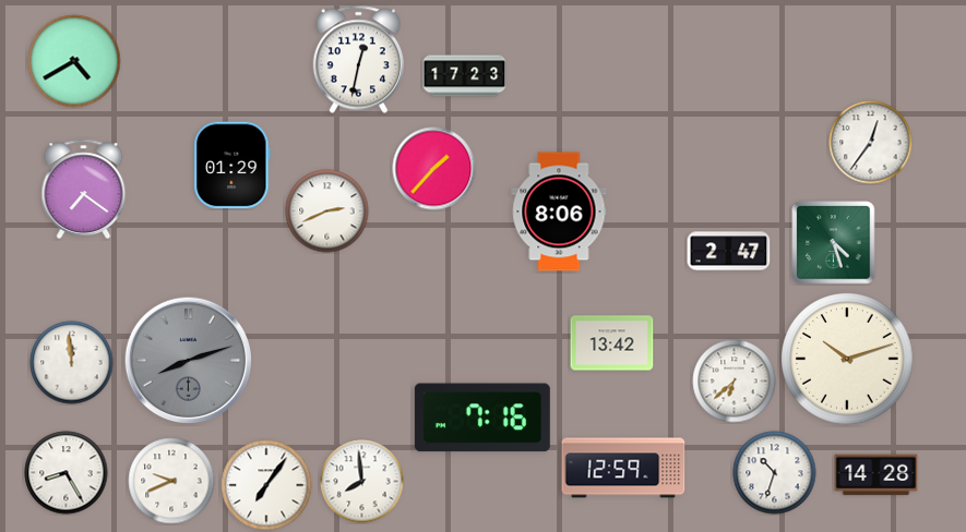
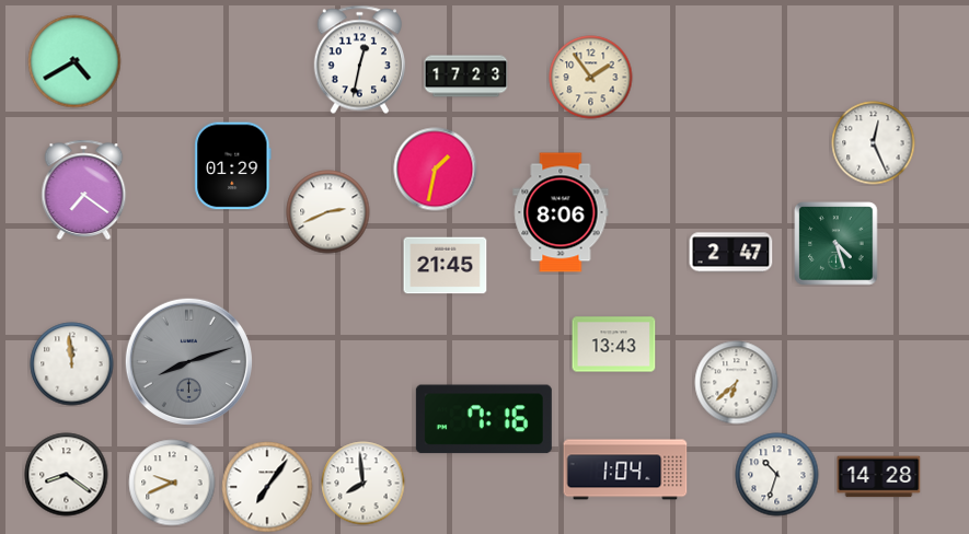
clock at (591, 78): none -> 1:54
clock at (871, 143): 12:36 -> 12:26
clock at (434, 169): 1:37 -> 1:32
clock at (446, 266): none -> 21:45
clock at (612, 343): 13:42 -> 13:43
clock at (847, 359): 10:12 -> none
clock at (623, 468): 12:59 -> 1:04
clock at (67, 473): 8:25 -> 8:21
